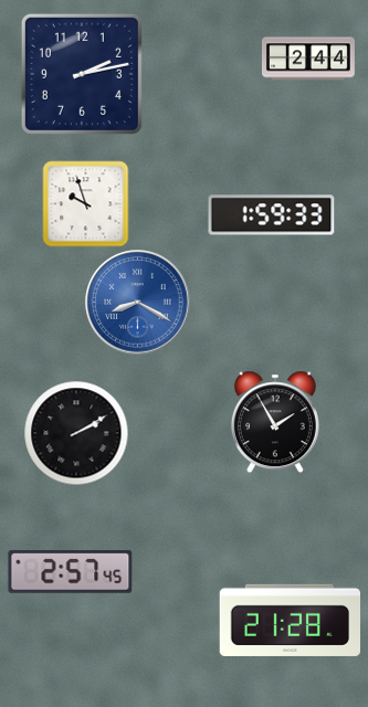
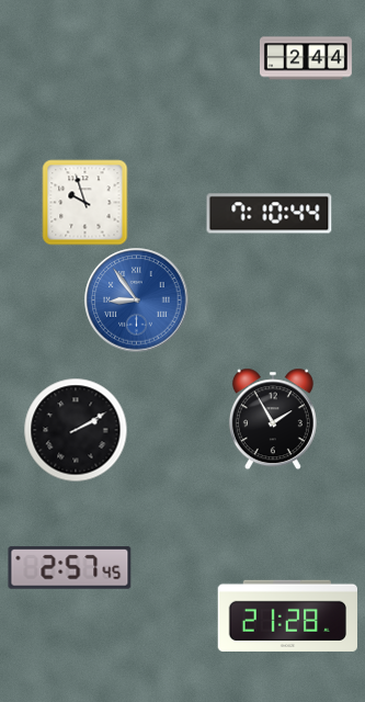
clock at (82, 74): 2:13 -> none
clock at (272, 215): 1:59 -> 7:10
clock at (138, 303): 8:20 -> 8:54
